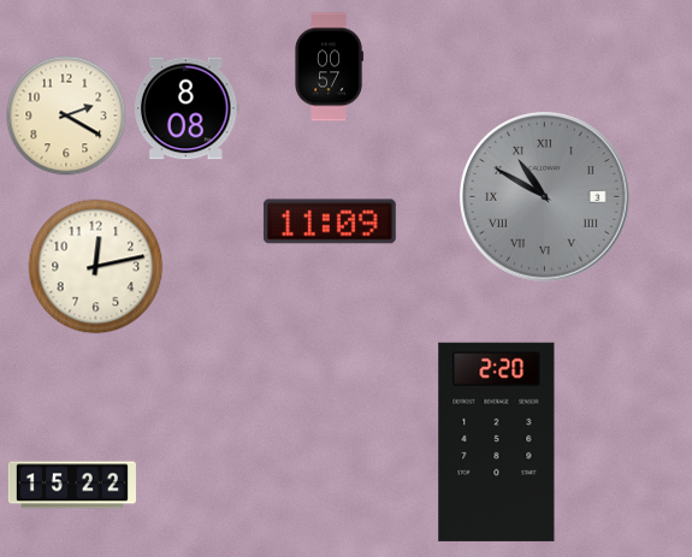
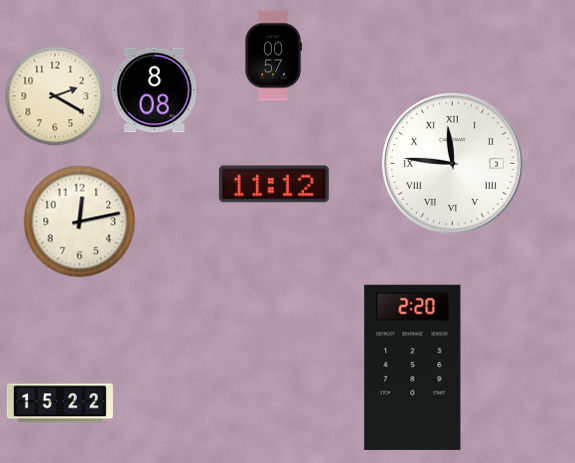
clock at (544, 197): 10:50 -> 11:46
clock at (544, 197) dial: grey -> white
clock at (330, 221): 11:09 -> 11:12
